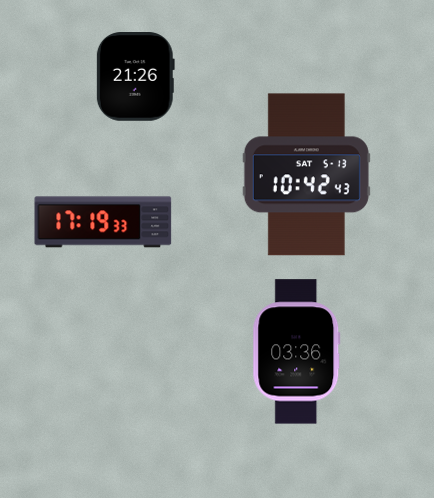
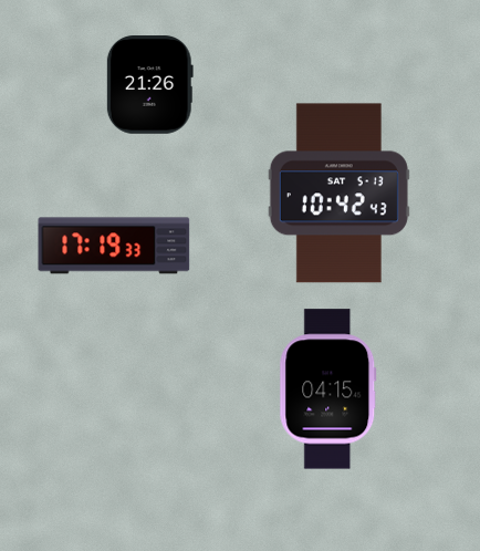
clock at (297, 352): 03:36 -> 04:15
